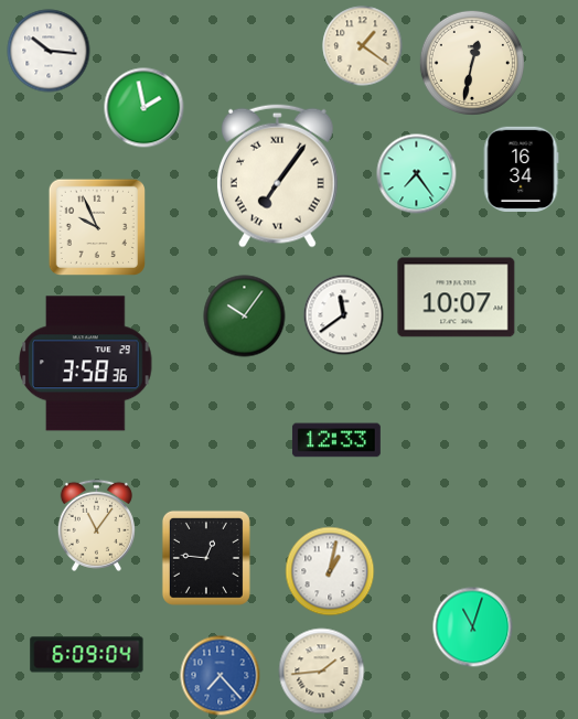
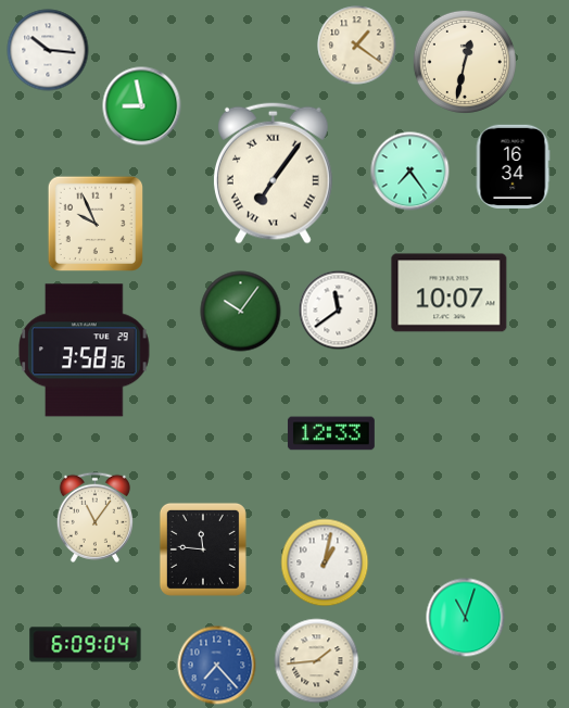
clock at (144, 108): 1:58 -> 8:58
clock at (86, 364) position: (86, 364) -> (85, 351)
clock at (206, 558): 12:46 -> 11:46
